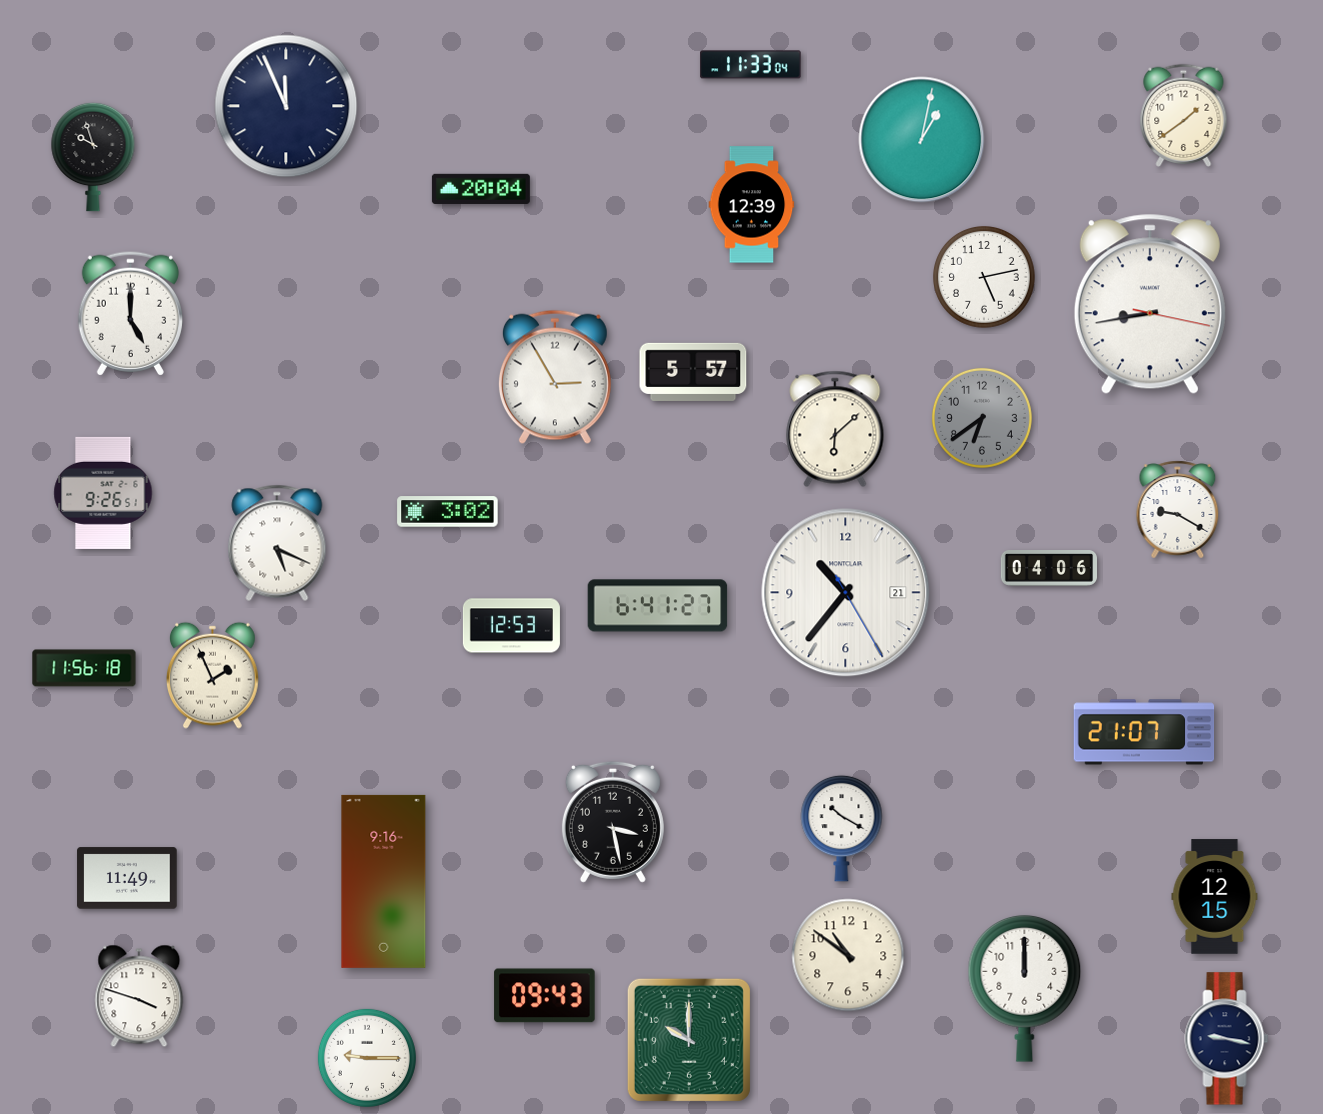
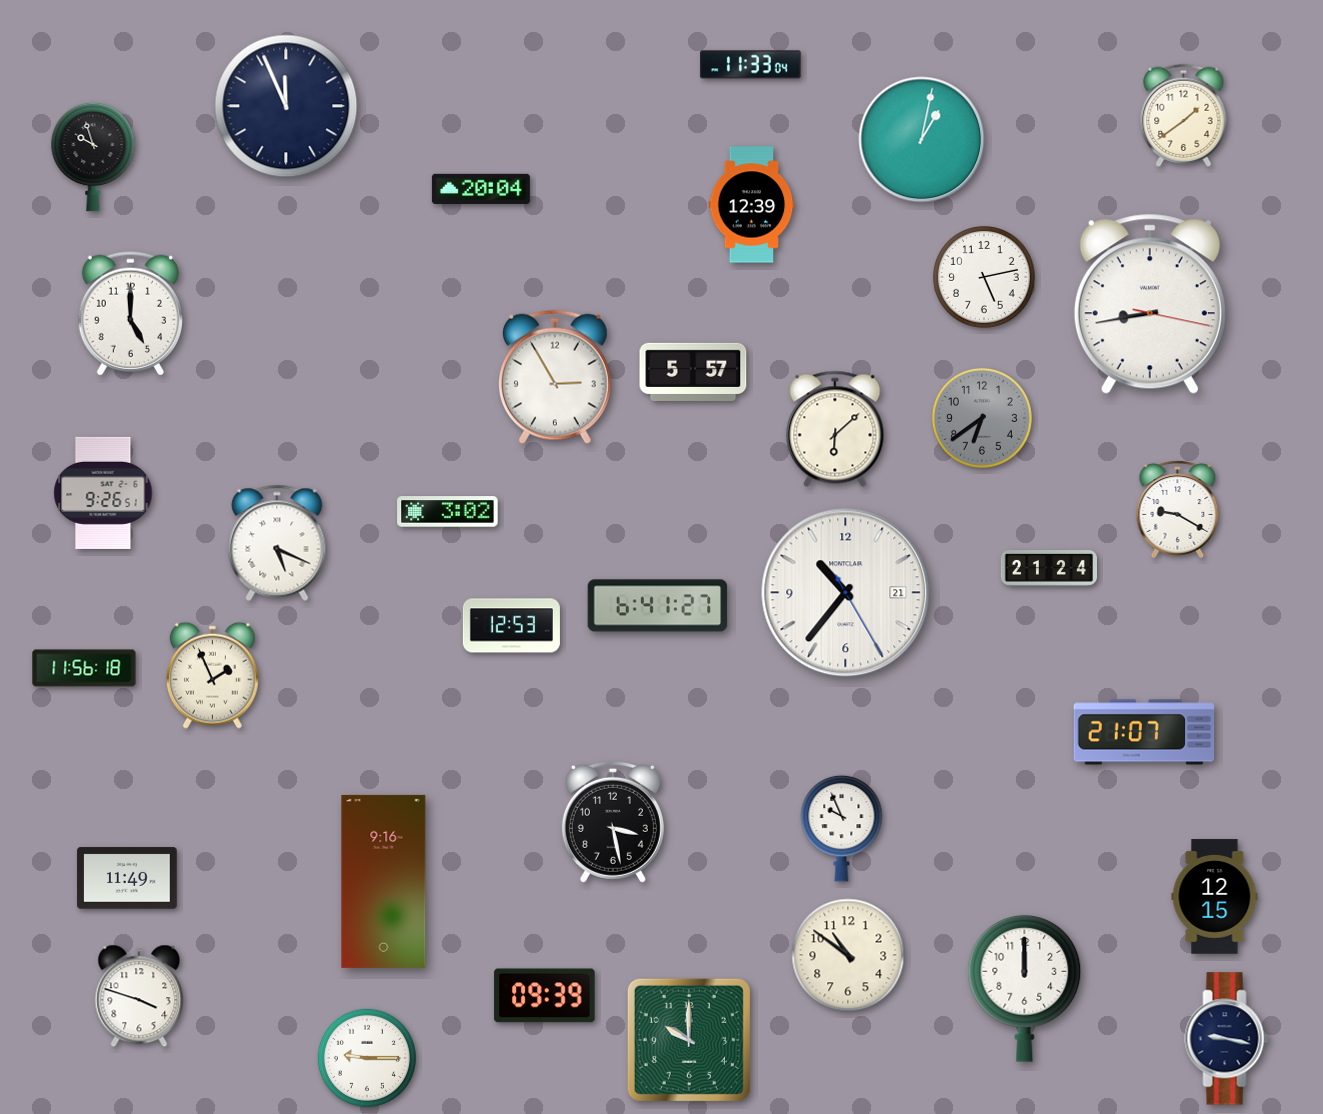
clock at (1048, 569): 04:06 -> 21:24
clock at (842, 828): 10:20 -> 9:56
clock at (545, 996): 09:43 -> 09:39
